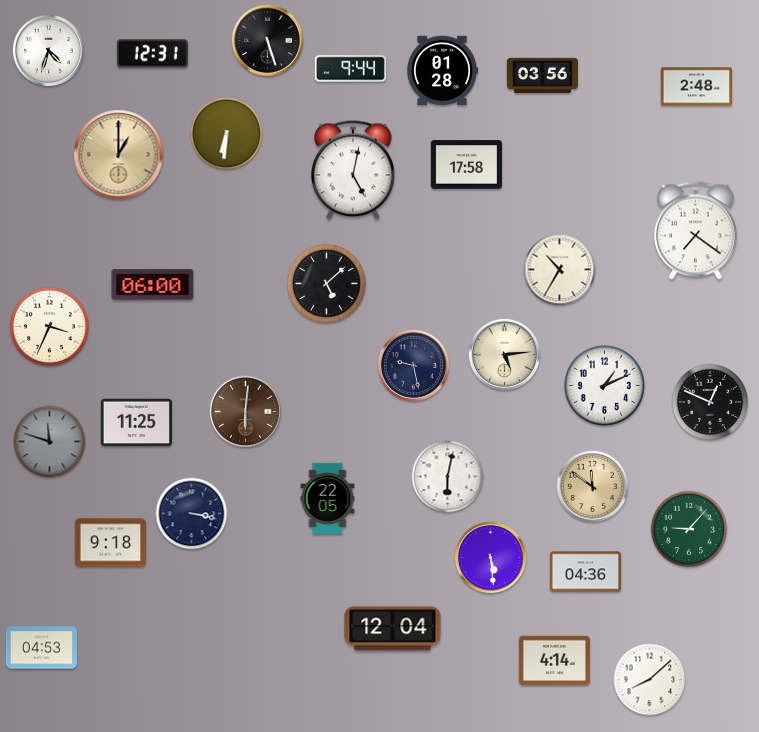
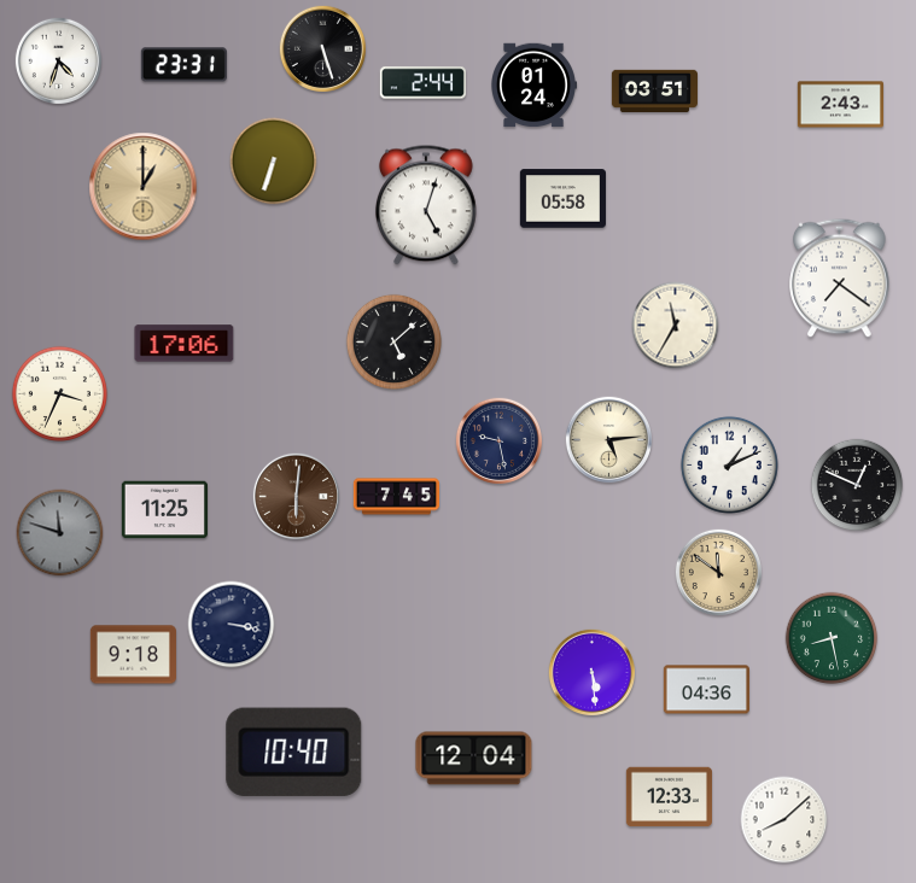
clock at (152, 54): 12:31 -> 23:31
clock at (350, 69): 9:44 -> 2:44
clock at (443, 71): 01:28 -> 01:24
clock at (542, 75): 03:56 -> 03:51
clock at (696, 87): 2:48 -> 2:43
clock at (227, 134): 6:31 -> 6:33
clock at (466, 165): 17:58 -> 05:58
clock at (354, 170): 5:02 -> 5:03
clock at (560, 270): 10:35 -> 11:35
clock at (153, 285): 06:00 -> 17:06
clock at (504, 354) position: (504, 354) -> (608, 439)
clock at (396, 497): none -> 7:45
clock at (448, 477): 6:02 -> none
clock at (592, 486) position: (592, 486) -> (718, 572)
clock at (328, 498): 22:05 -> none
clock at (192, 514) position: (192, 514) -> (232, 625)
clock at (689, 529): 9:07 -> 8:28
clock at (294, 752): none -> 10:40
clock at (41, 648): 04:53 -> none
clock at (554, 661): 4:14 -> 12:33
